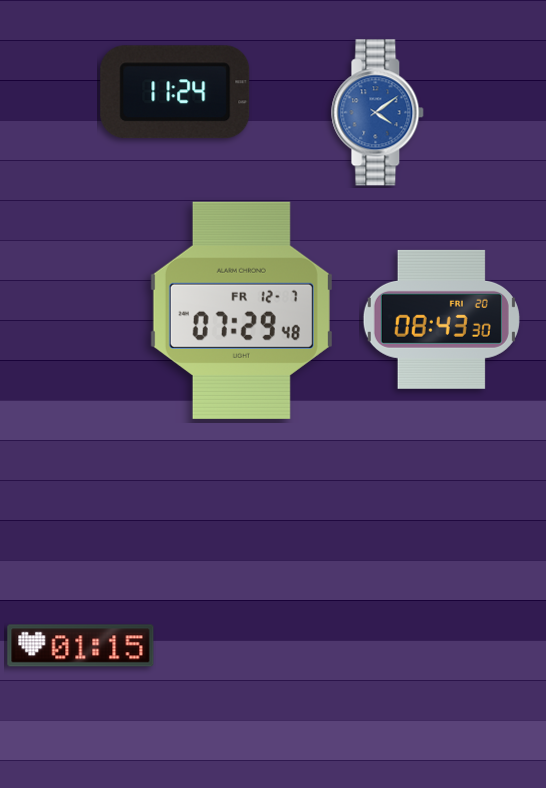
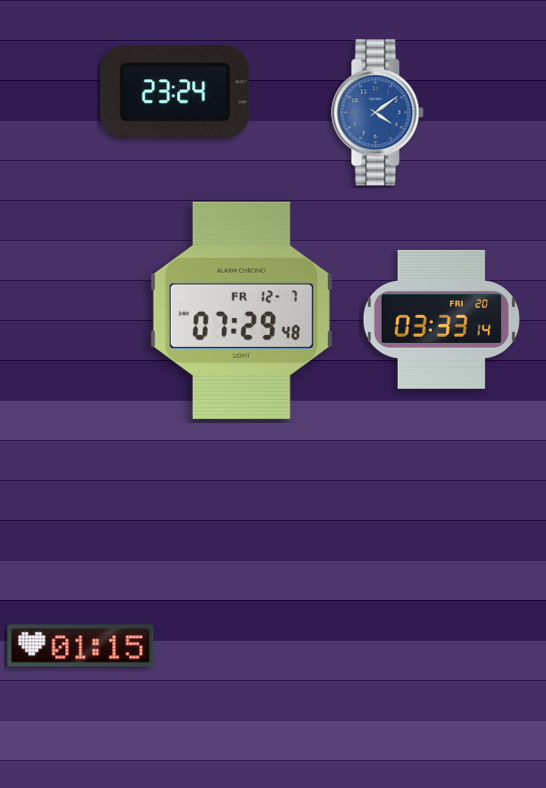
clock at (175, 92): 11:24 -> 23:24
clock at (441, 319): 08:43 -> 03:33
